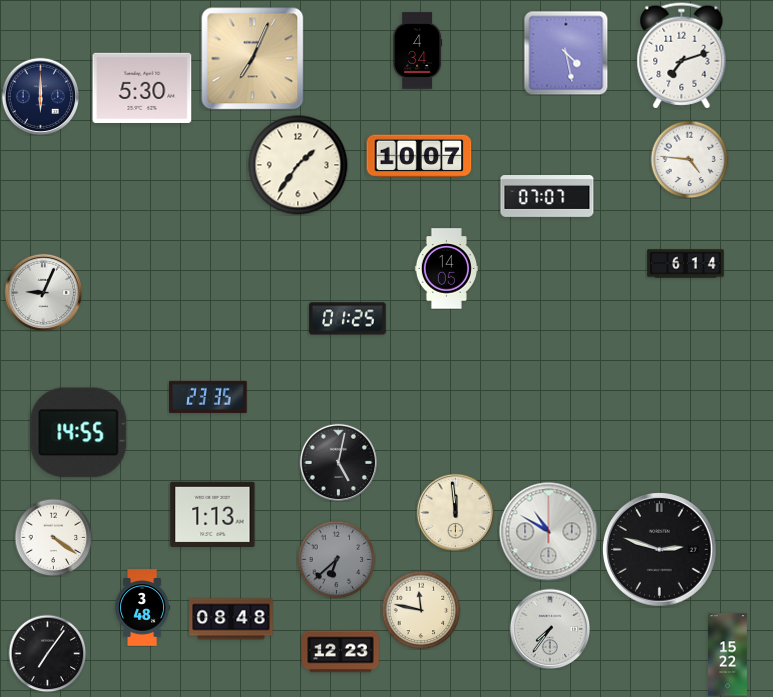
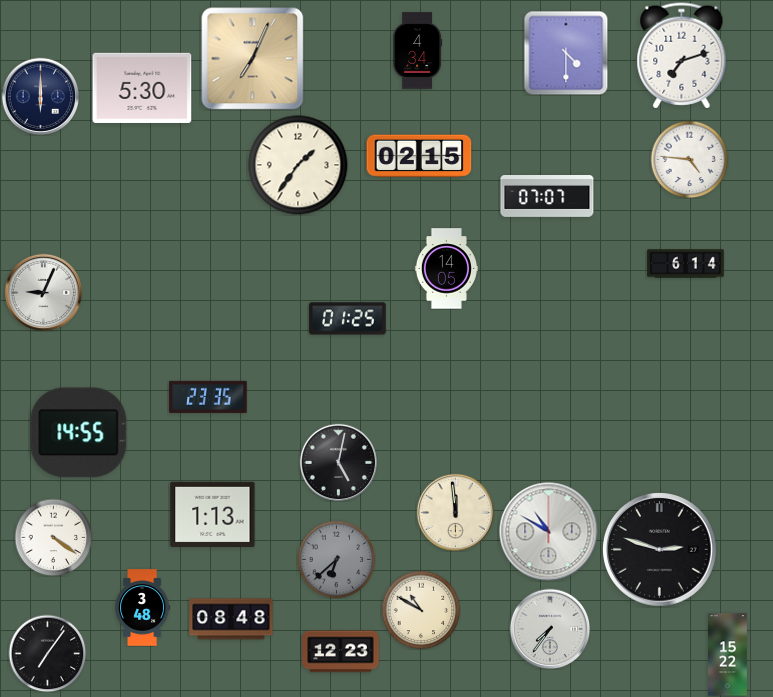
clock at (566, 53): 4:28 -> 4:30
clock at (419, 156): 10:07 -> 02:15
clock at (421, 610): 11:47 -> 10:50
